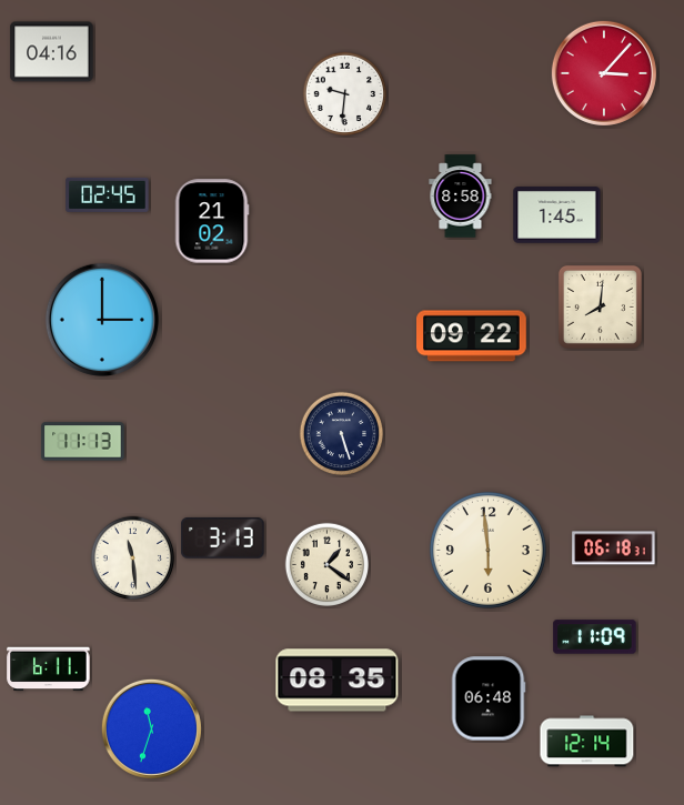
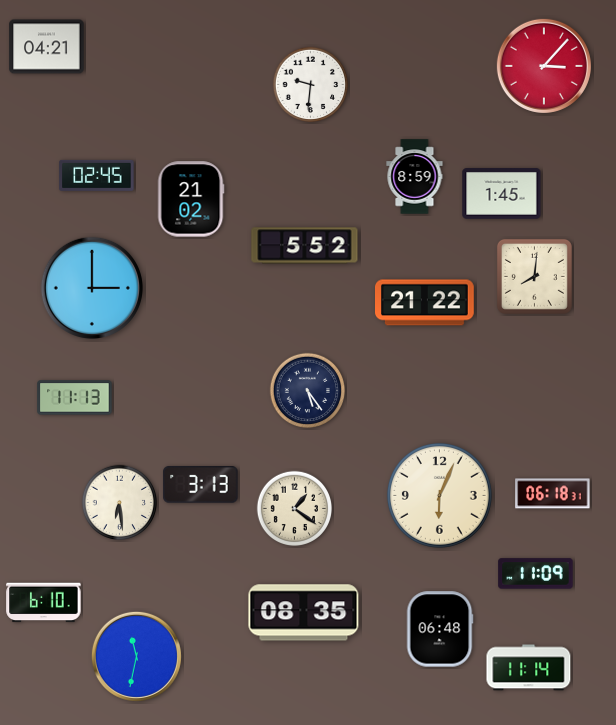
clock at (52, 52): 04:16 -> 04:21
clock at (461, 197): 8:58 -> 8:59
clock at (305, 246): none -> 5:52
clock at (600, 306) position: (600, 306) -> (534, 276)
clock at (472, 336): 09:22 -> 21:22
clock at (342, 434): 5:27 -> 5:24
clock at (487, 550): 5:59 -> 6:04
clock at (133, 559): 11:29 -> 6:29
clock at (49, 670): 6:11 -> 6:10
clock at (151, 728): 11:33 -> 11:32
clock at (587, 742): 12:14 -> 11:14
